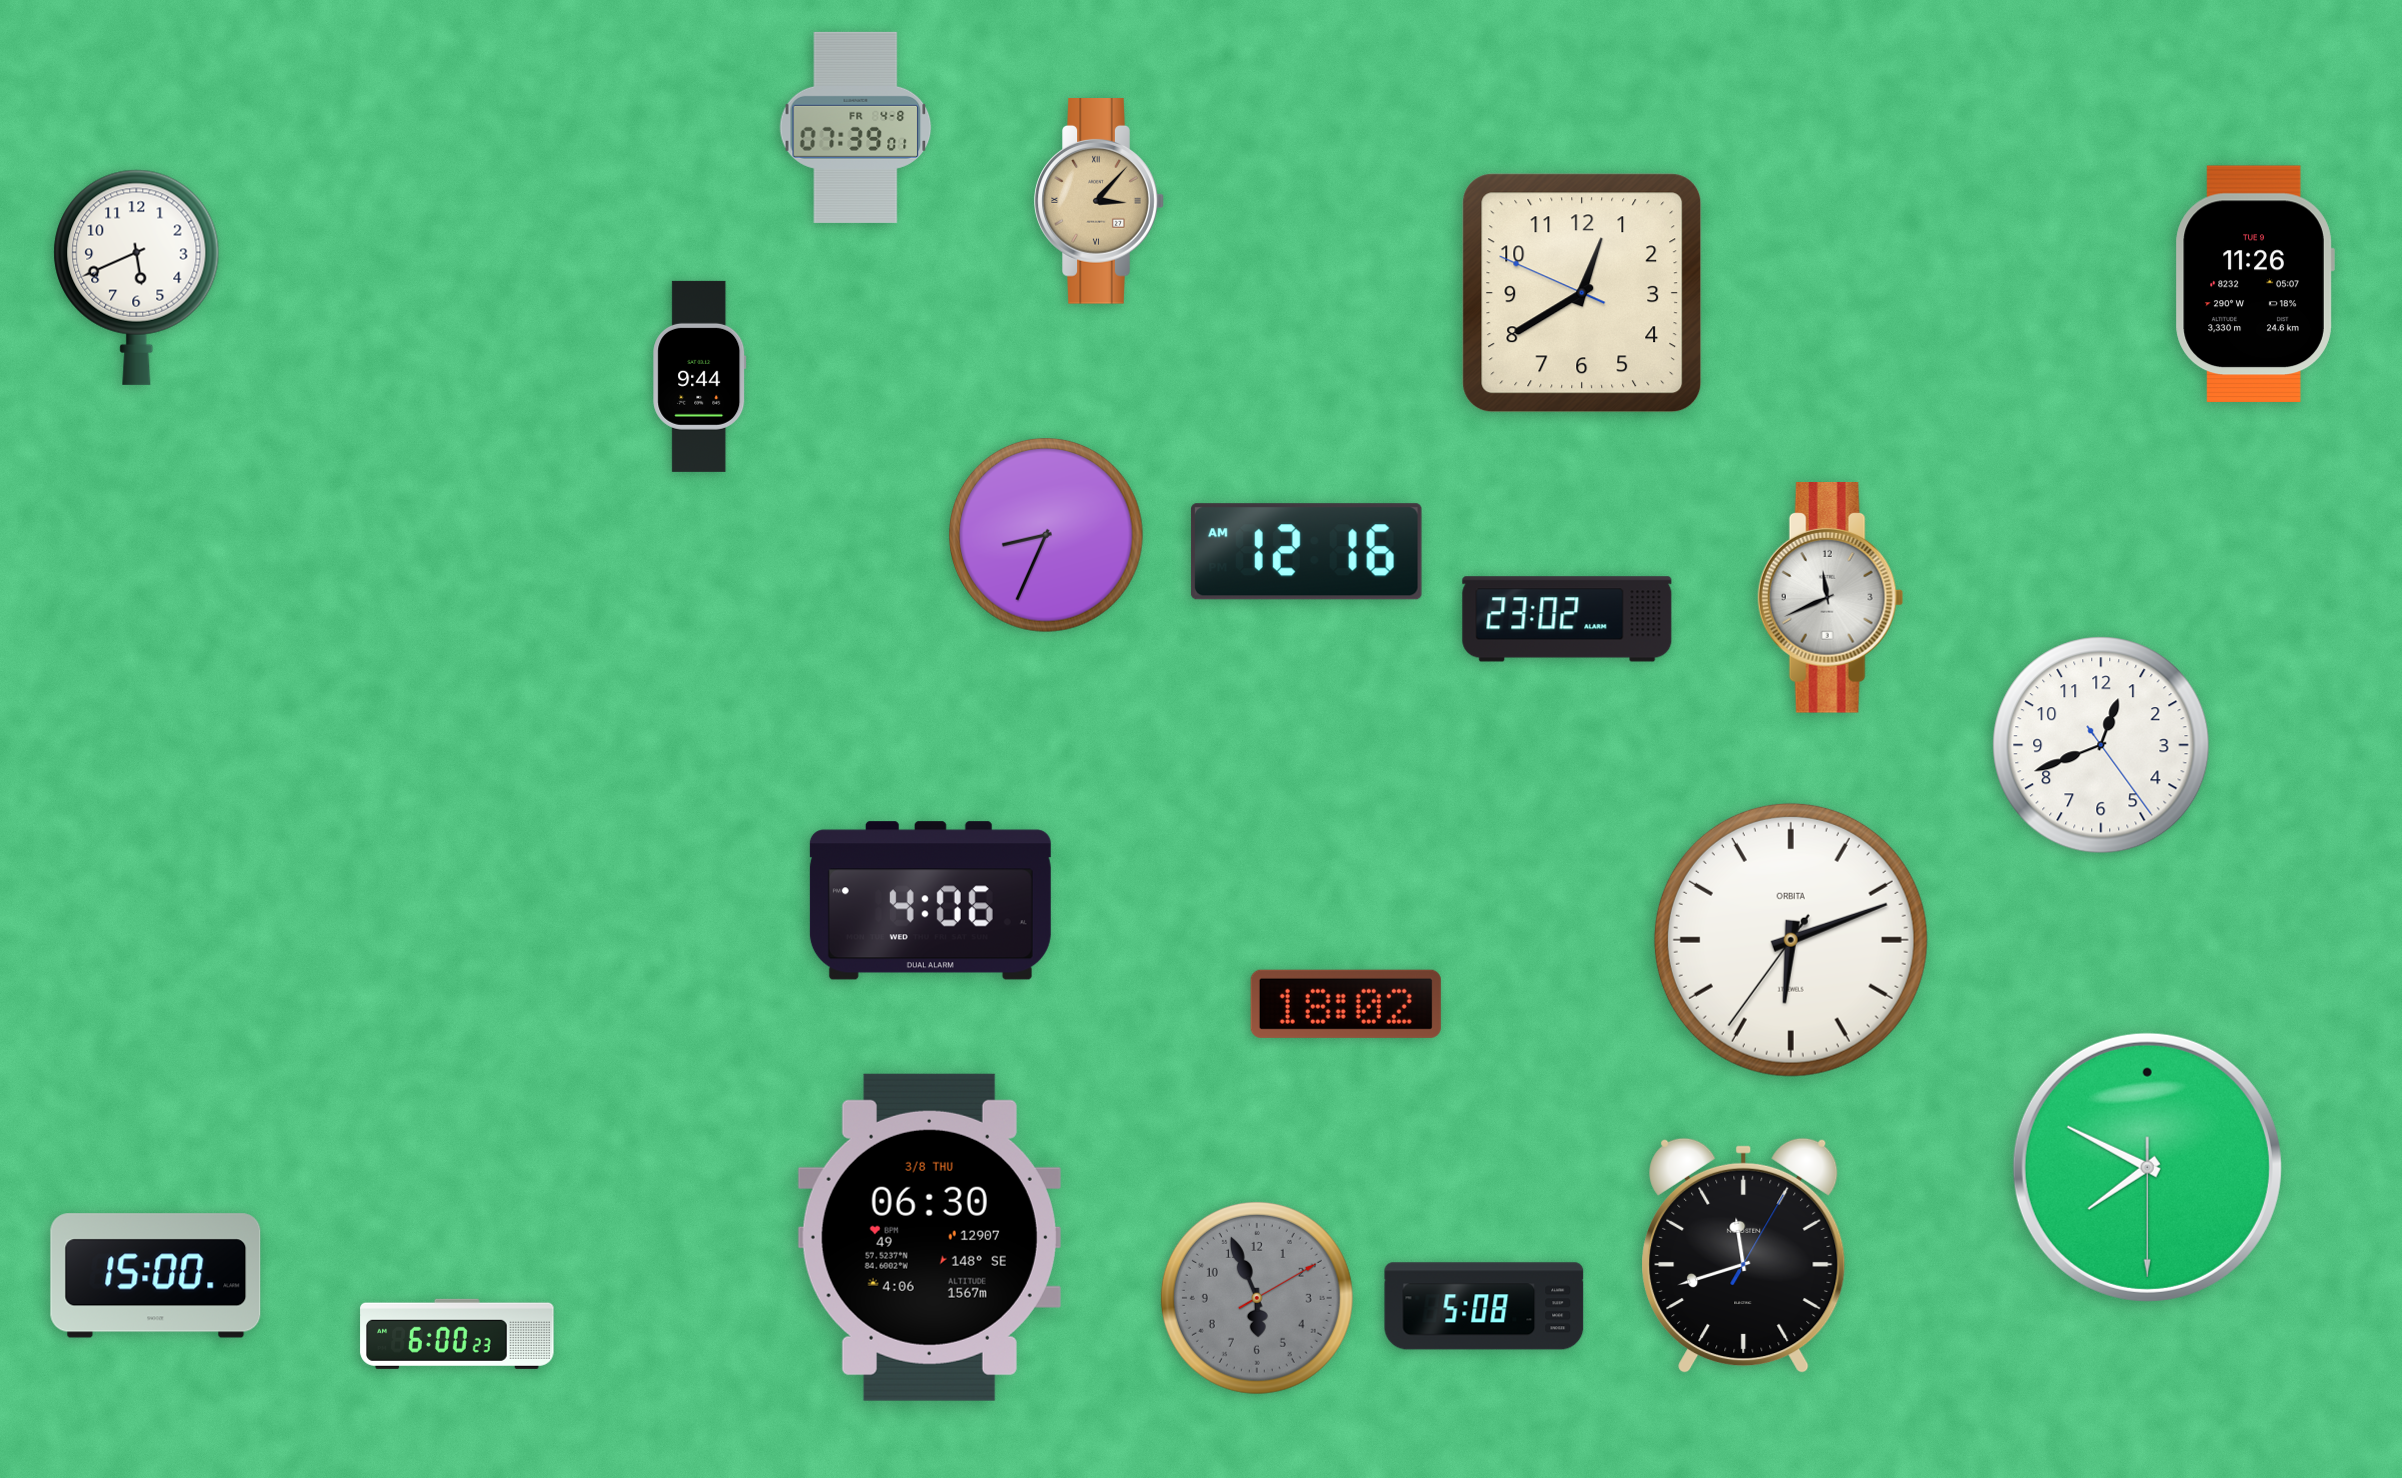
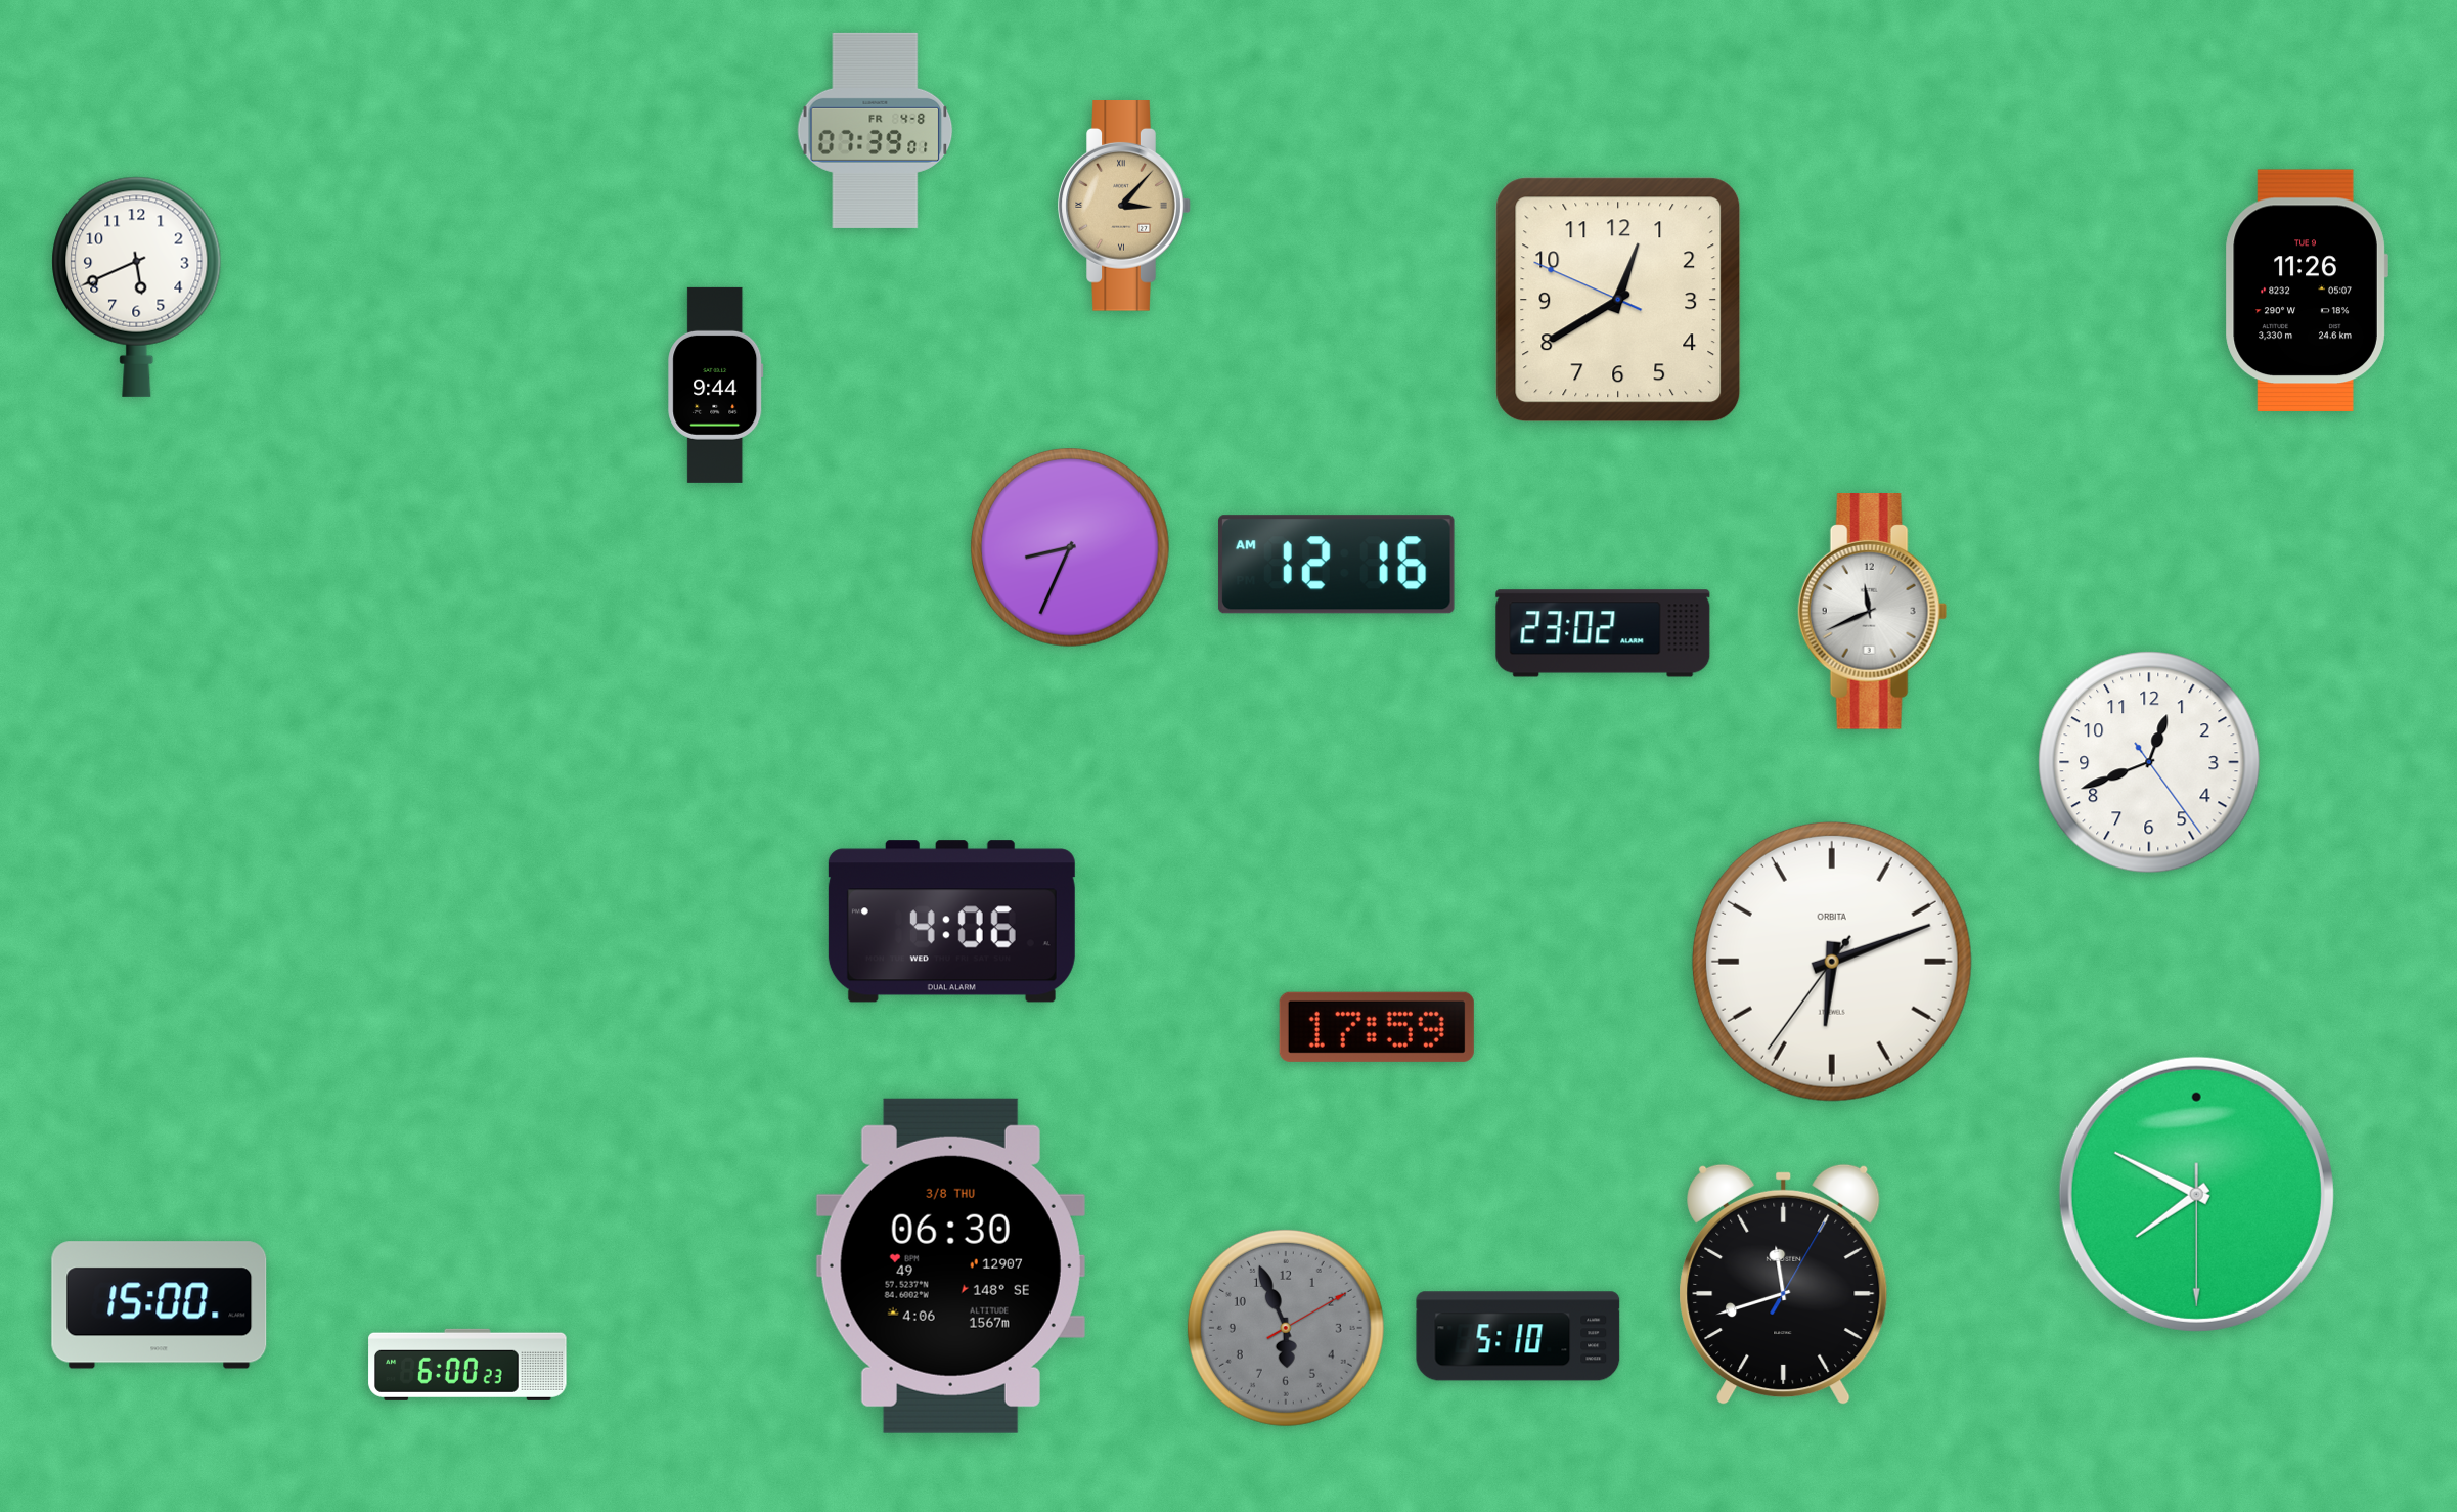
clock at (137, 277) position: (137, 277) -> (137, 286)
clock at (1346, 1004): 18:02 -> 17:59
clock at (1484, 1306): 5:08 -> 5:10
